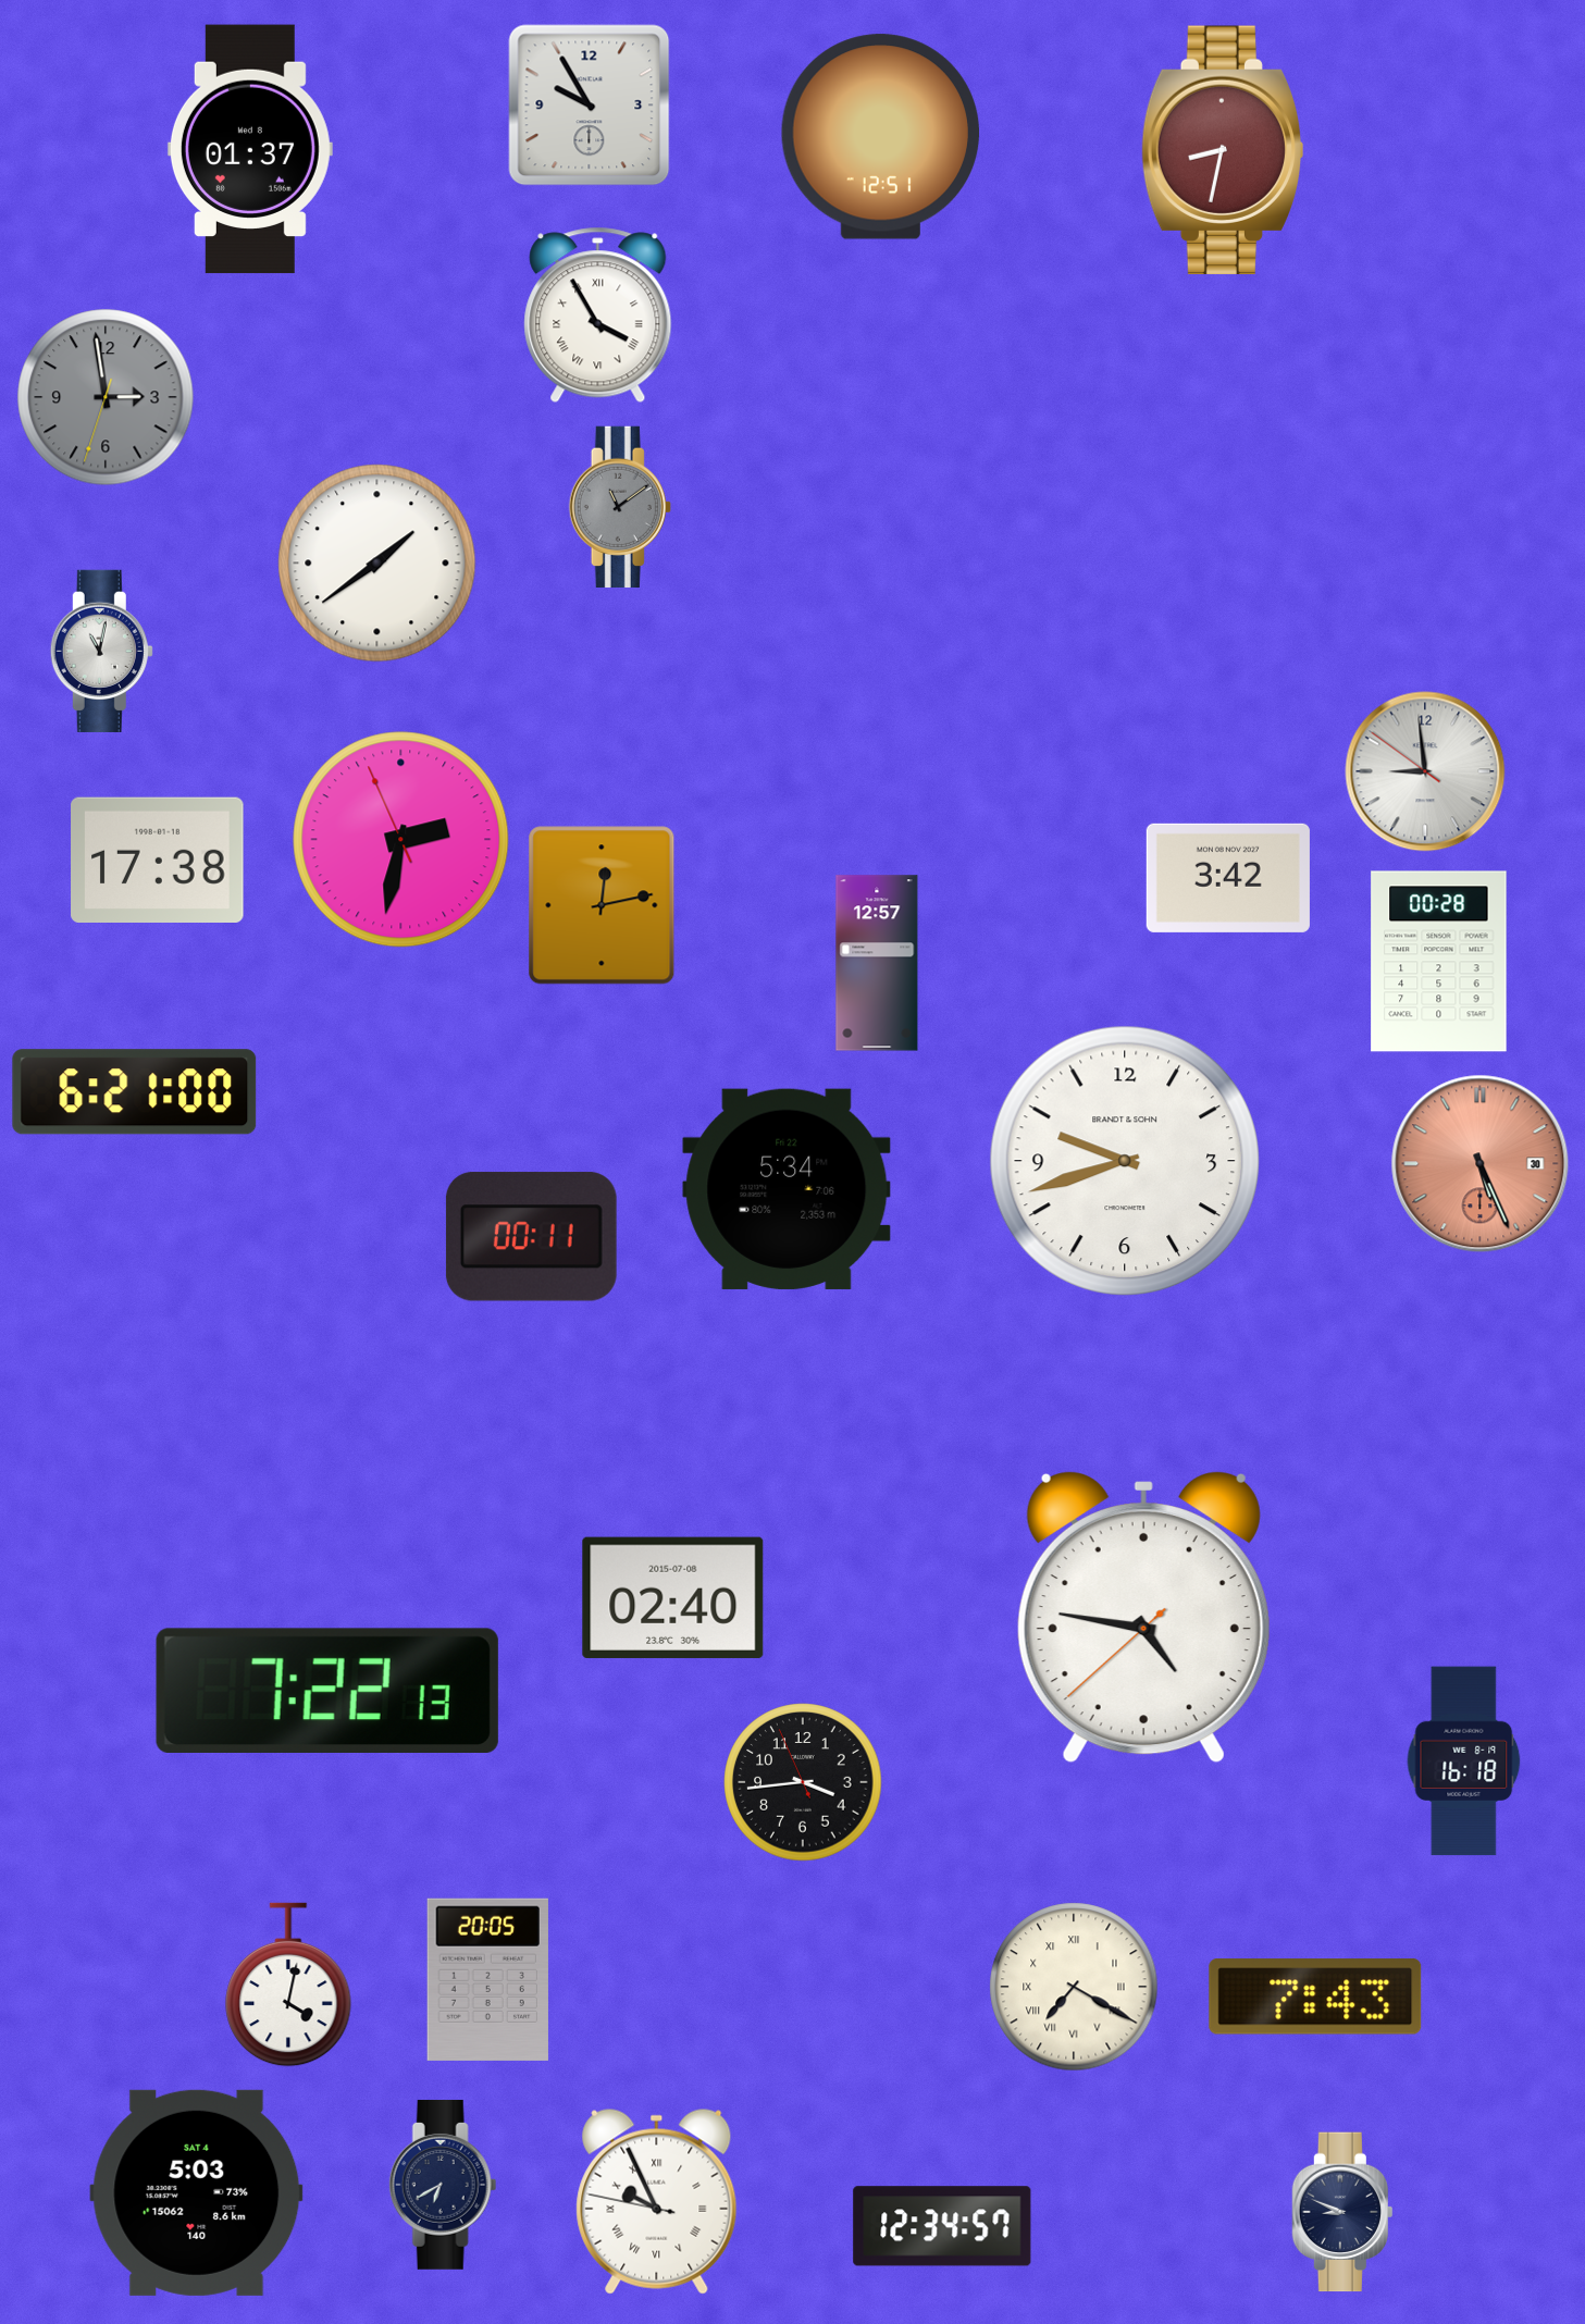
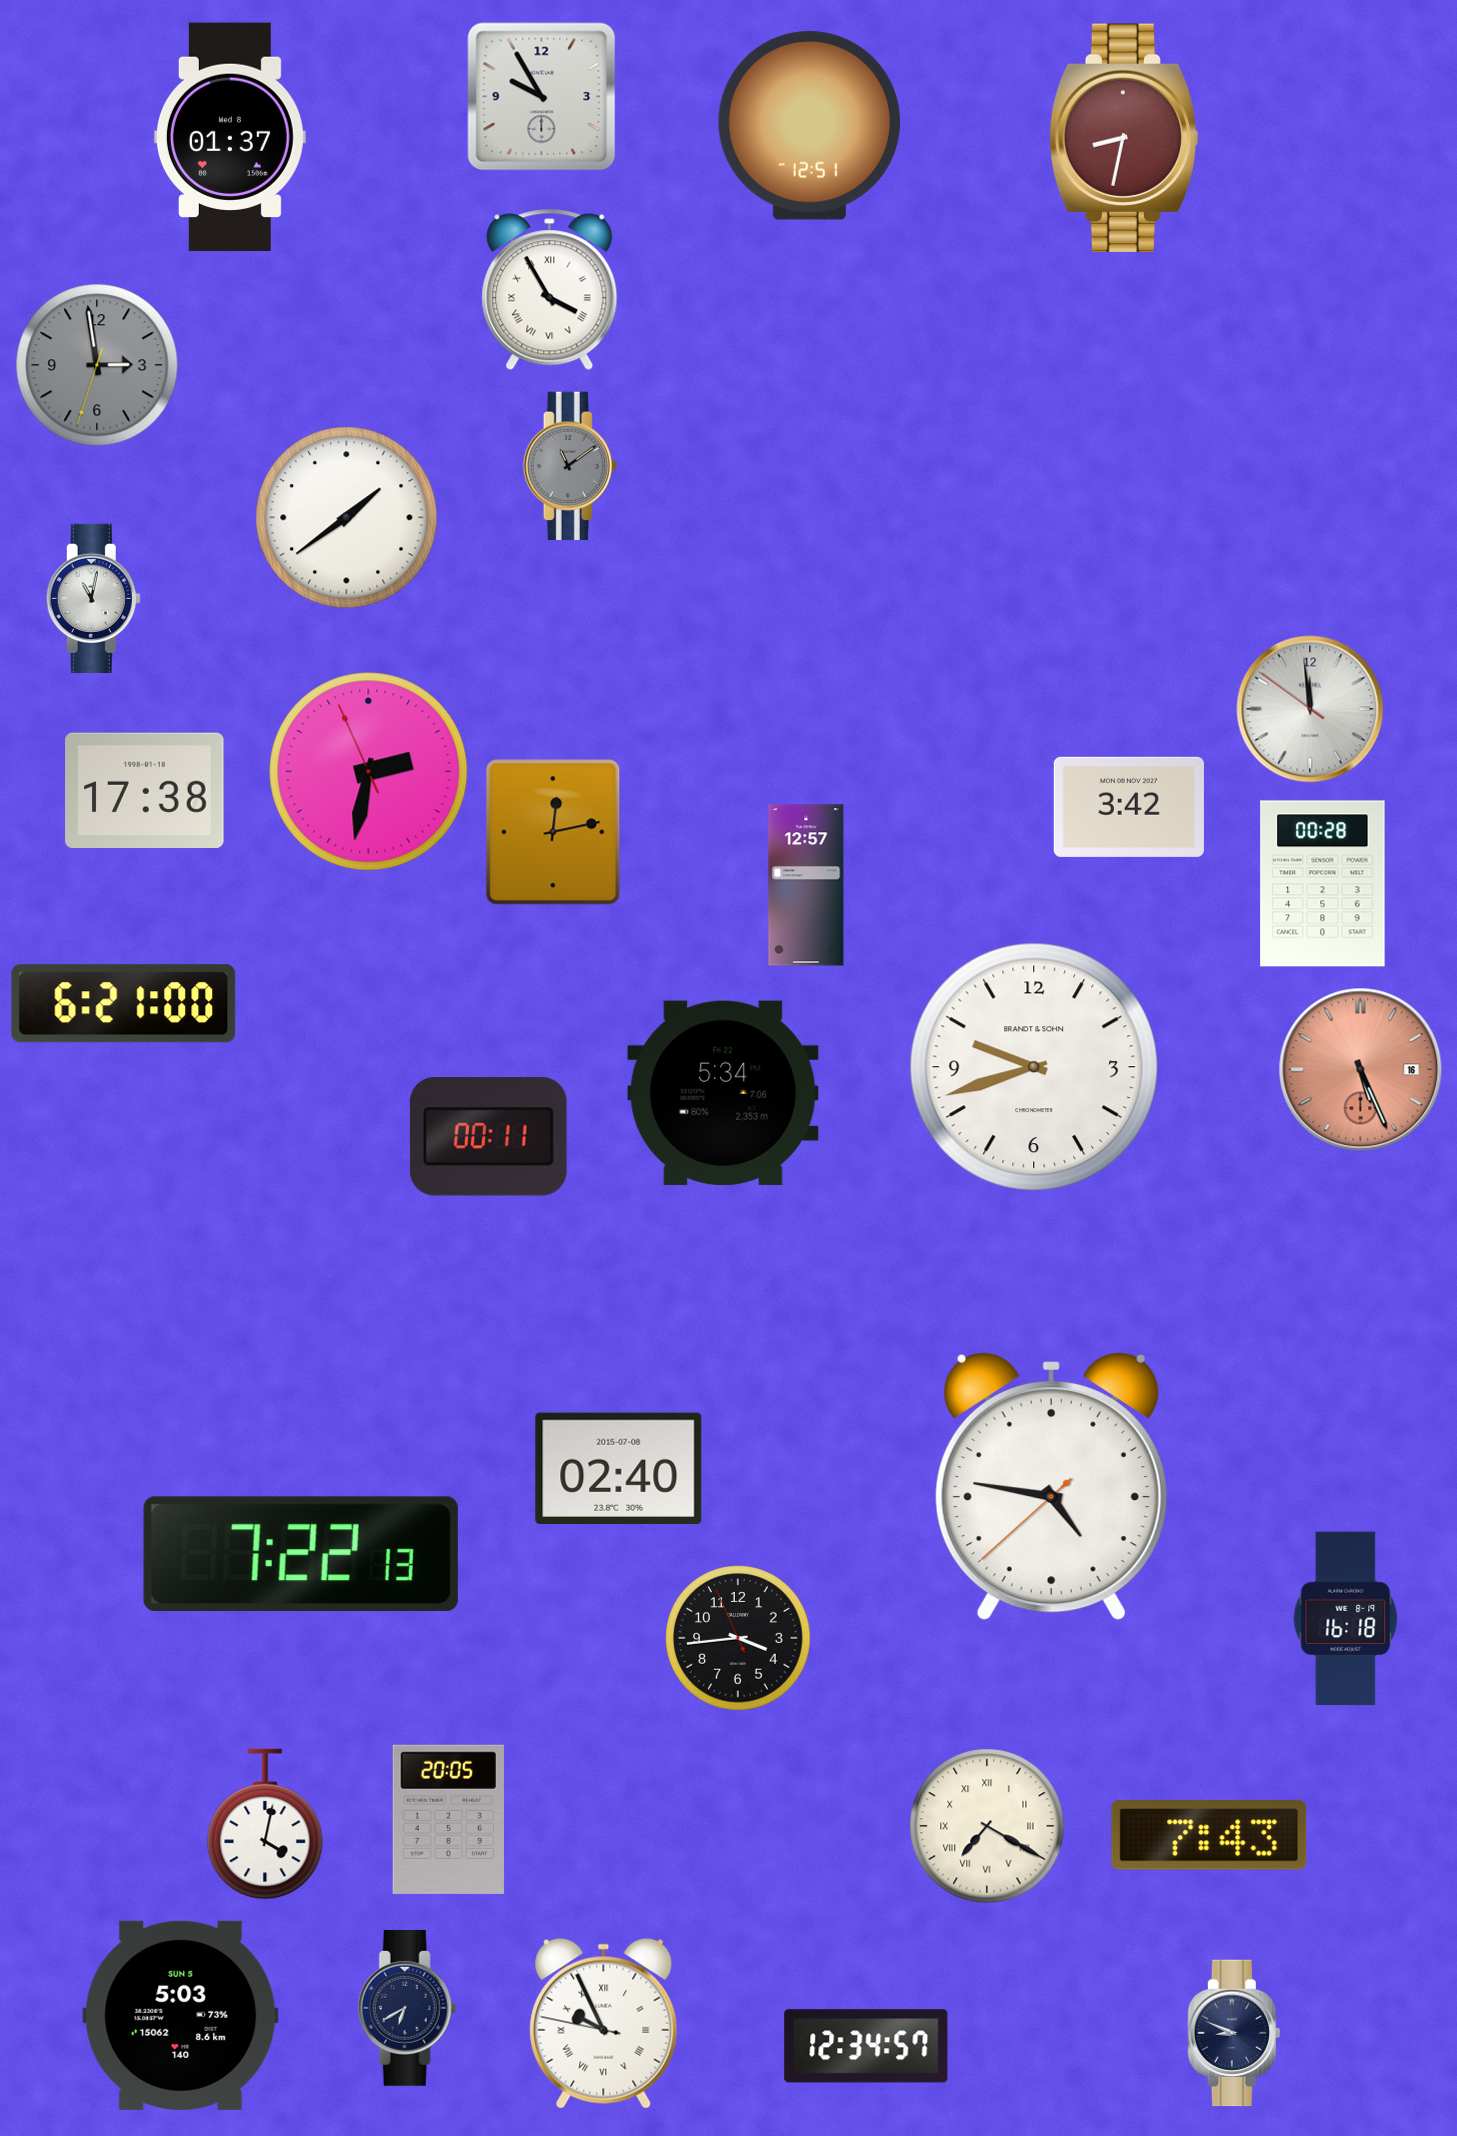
clock at (1425, 771): 8:58 -> 11:58
clock at (1481, 1164) date: 30 -> 16
clock at (197, 2192) date: SAT 4 -> SUN 5
